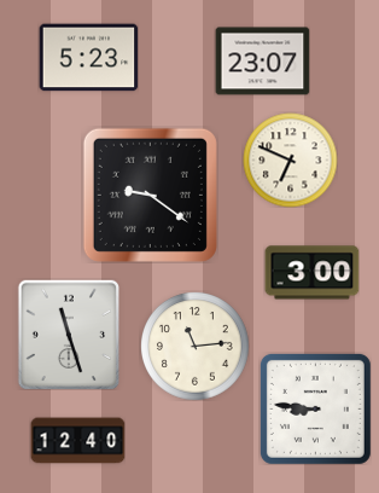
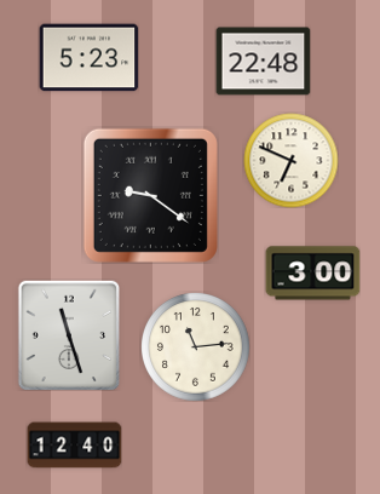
clock at (262, 62): 23:07 -> 22:48
clock at (315, 408): 8:46 -> none
clock at (77, 441) position: (77, 441) -> (74, 446)
